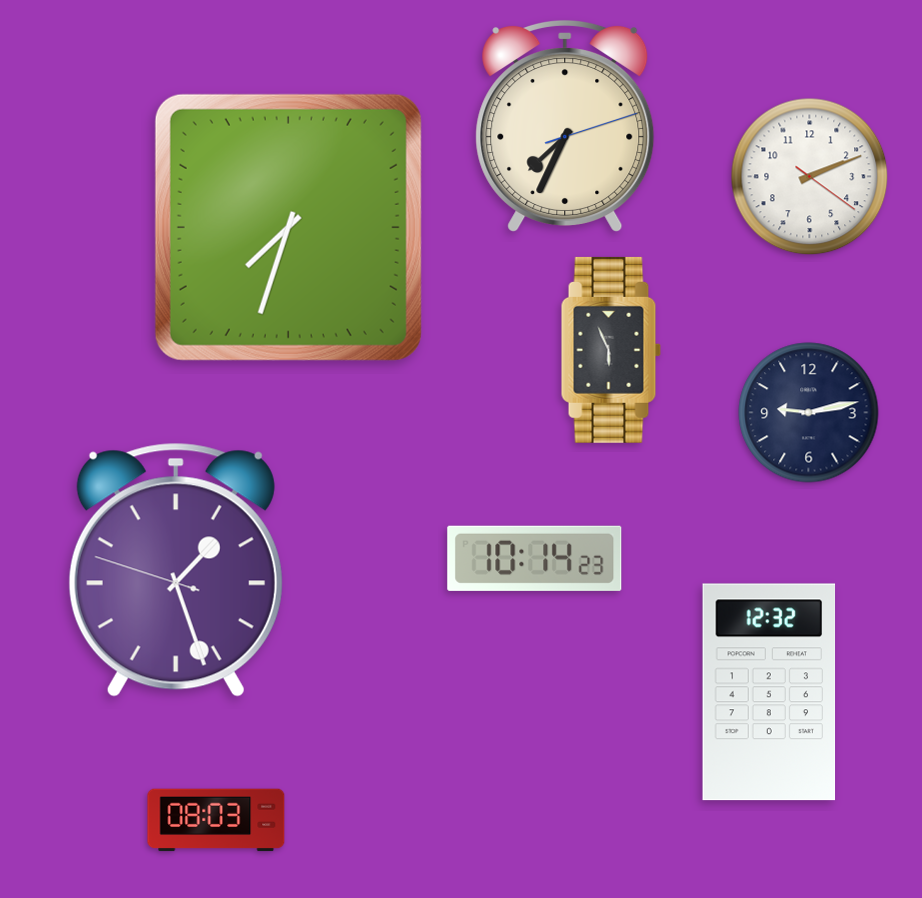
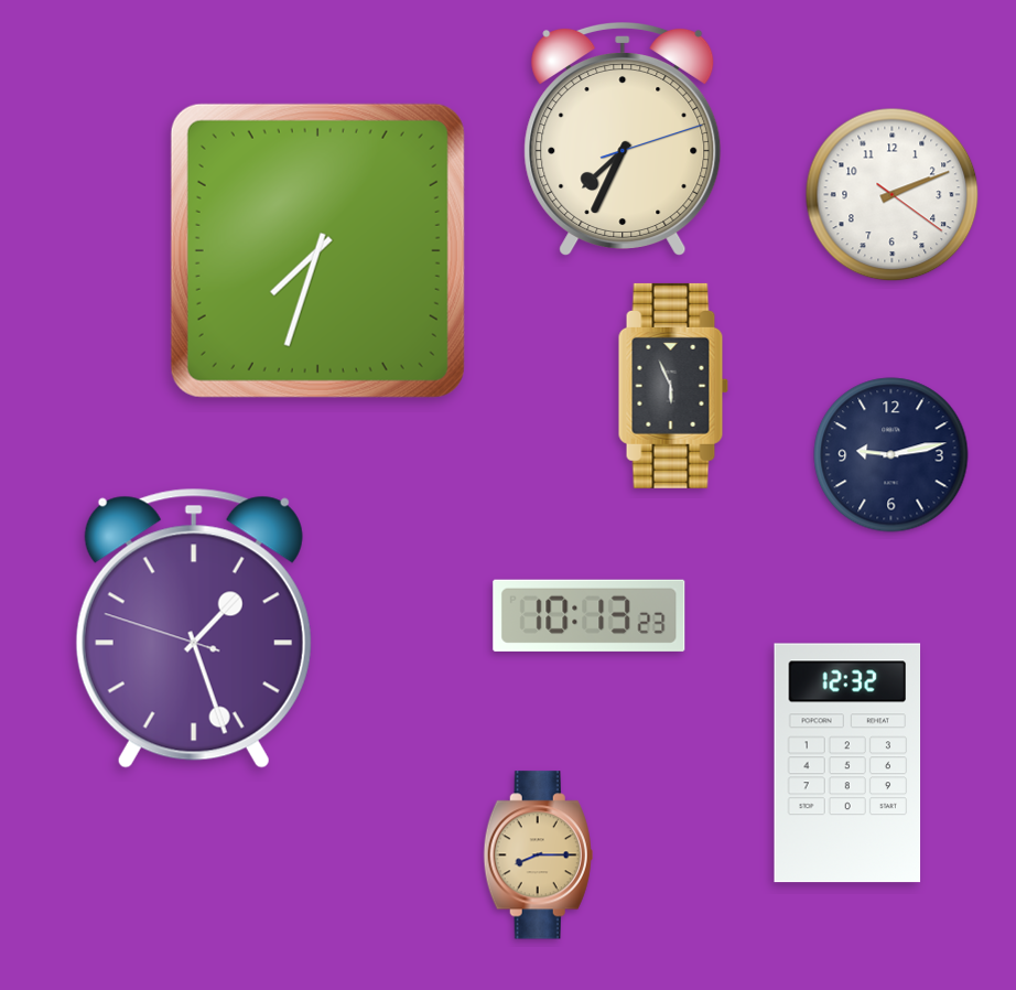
clock at (535, 558): 10:14 -> 10:13
clock at (538, 856): none -> 8:15
clock at (216, 820): 08:03 -> none
